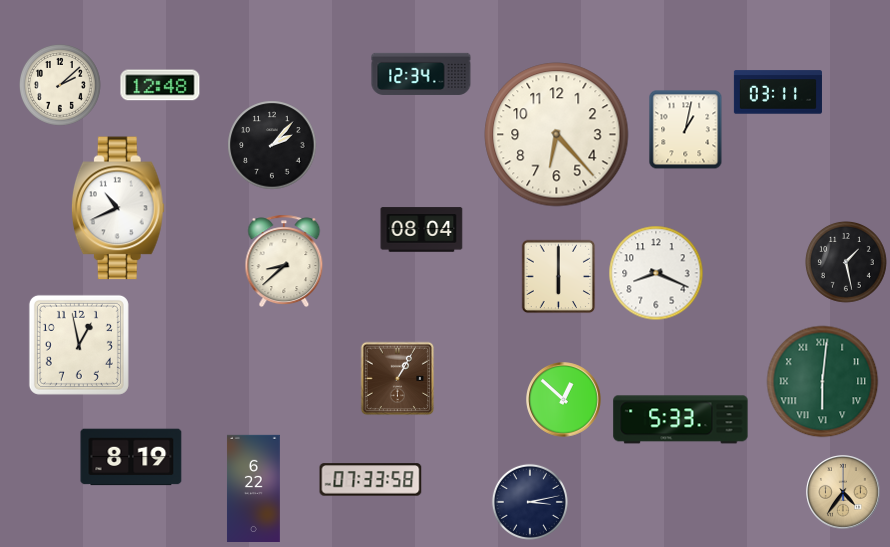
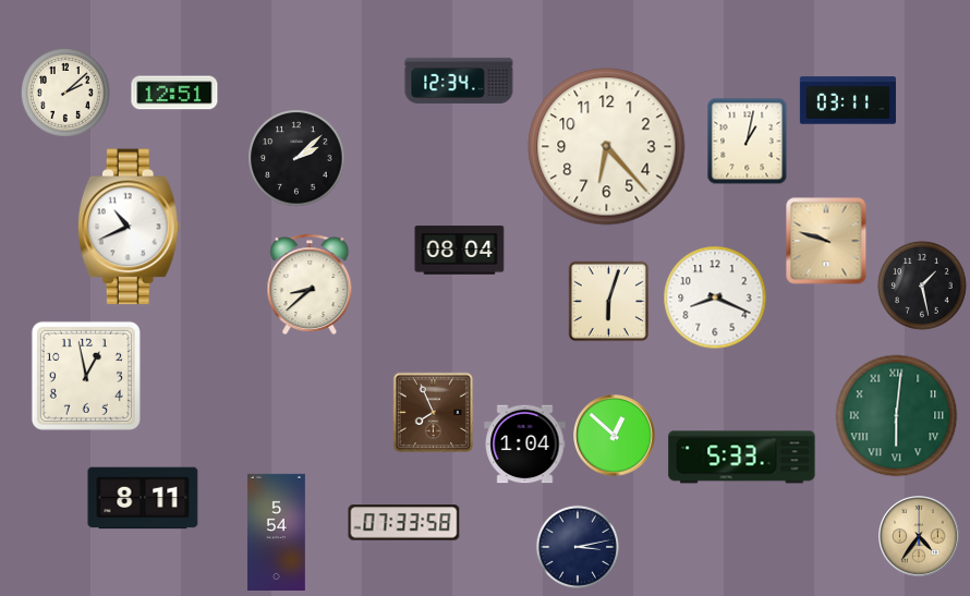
clock at (160, 85): 12:48 -> 12:51
clock at (272, 145): 2:07 -> 2:08
clock at (826, 241): none -> 9:48
clock at (559, 277): 6:00 -> 6:03
clock at (398, 379): 1:05 -> 7:56
clock at (525, 445): none -> 1:04
clock at (131, 457): 8:19 -> 8:11
clock at (253, 488): 6:22 -> 5:54
